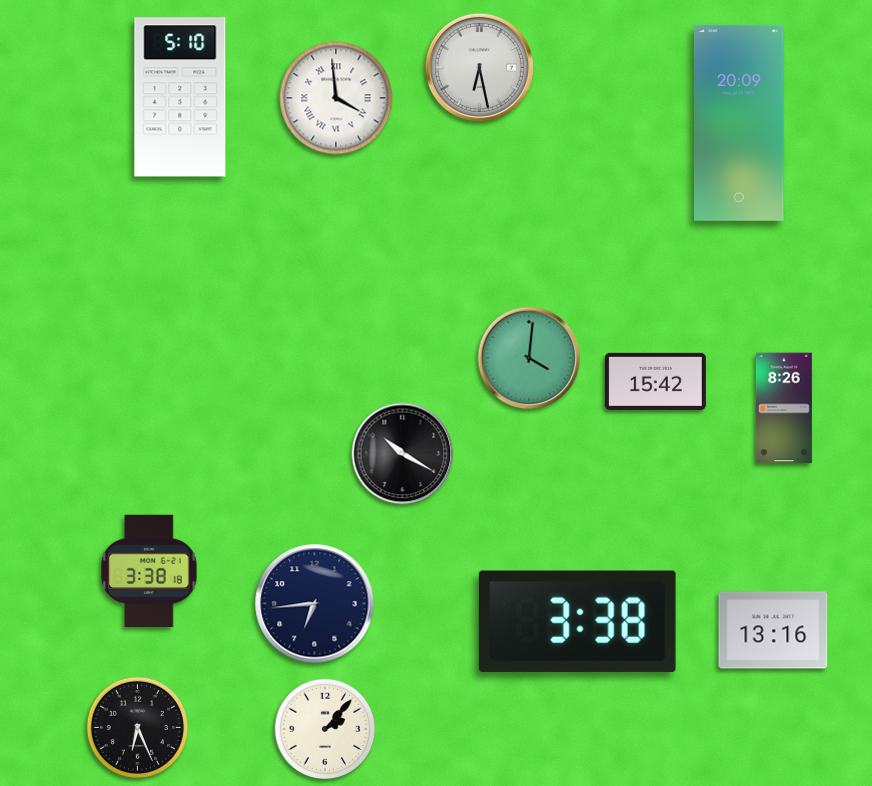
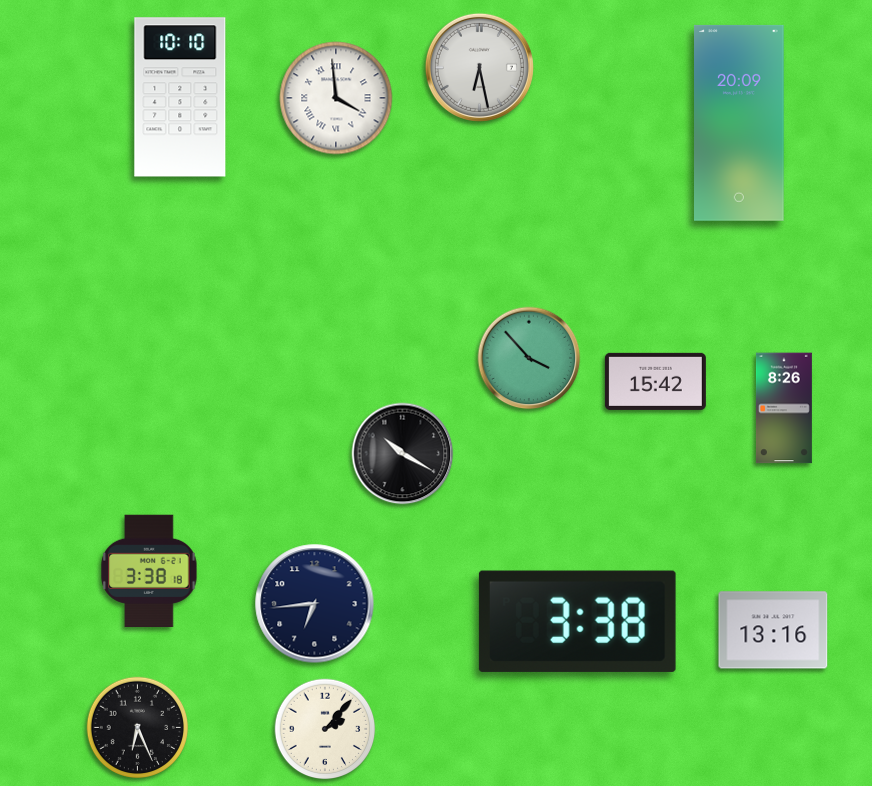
clock at (180, 97): 5:10 -> 10:10
clock at (529, 358): 4:01 -> 3:53
